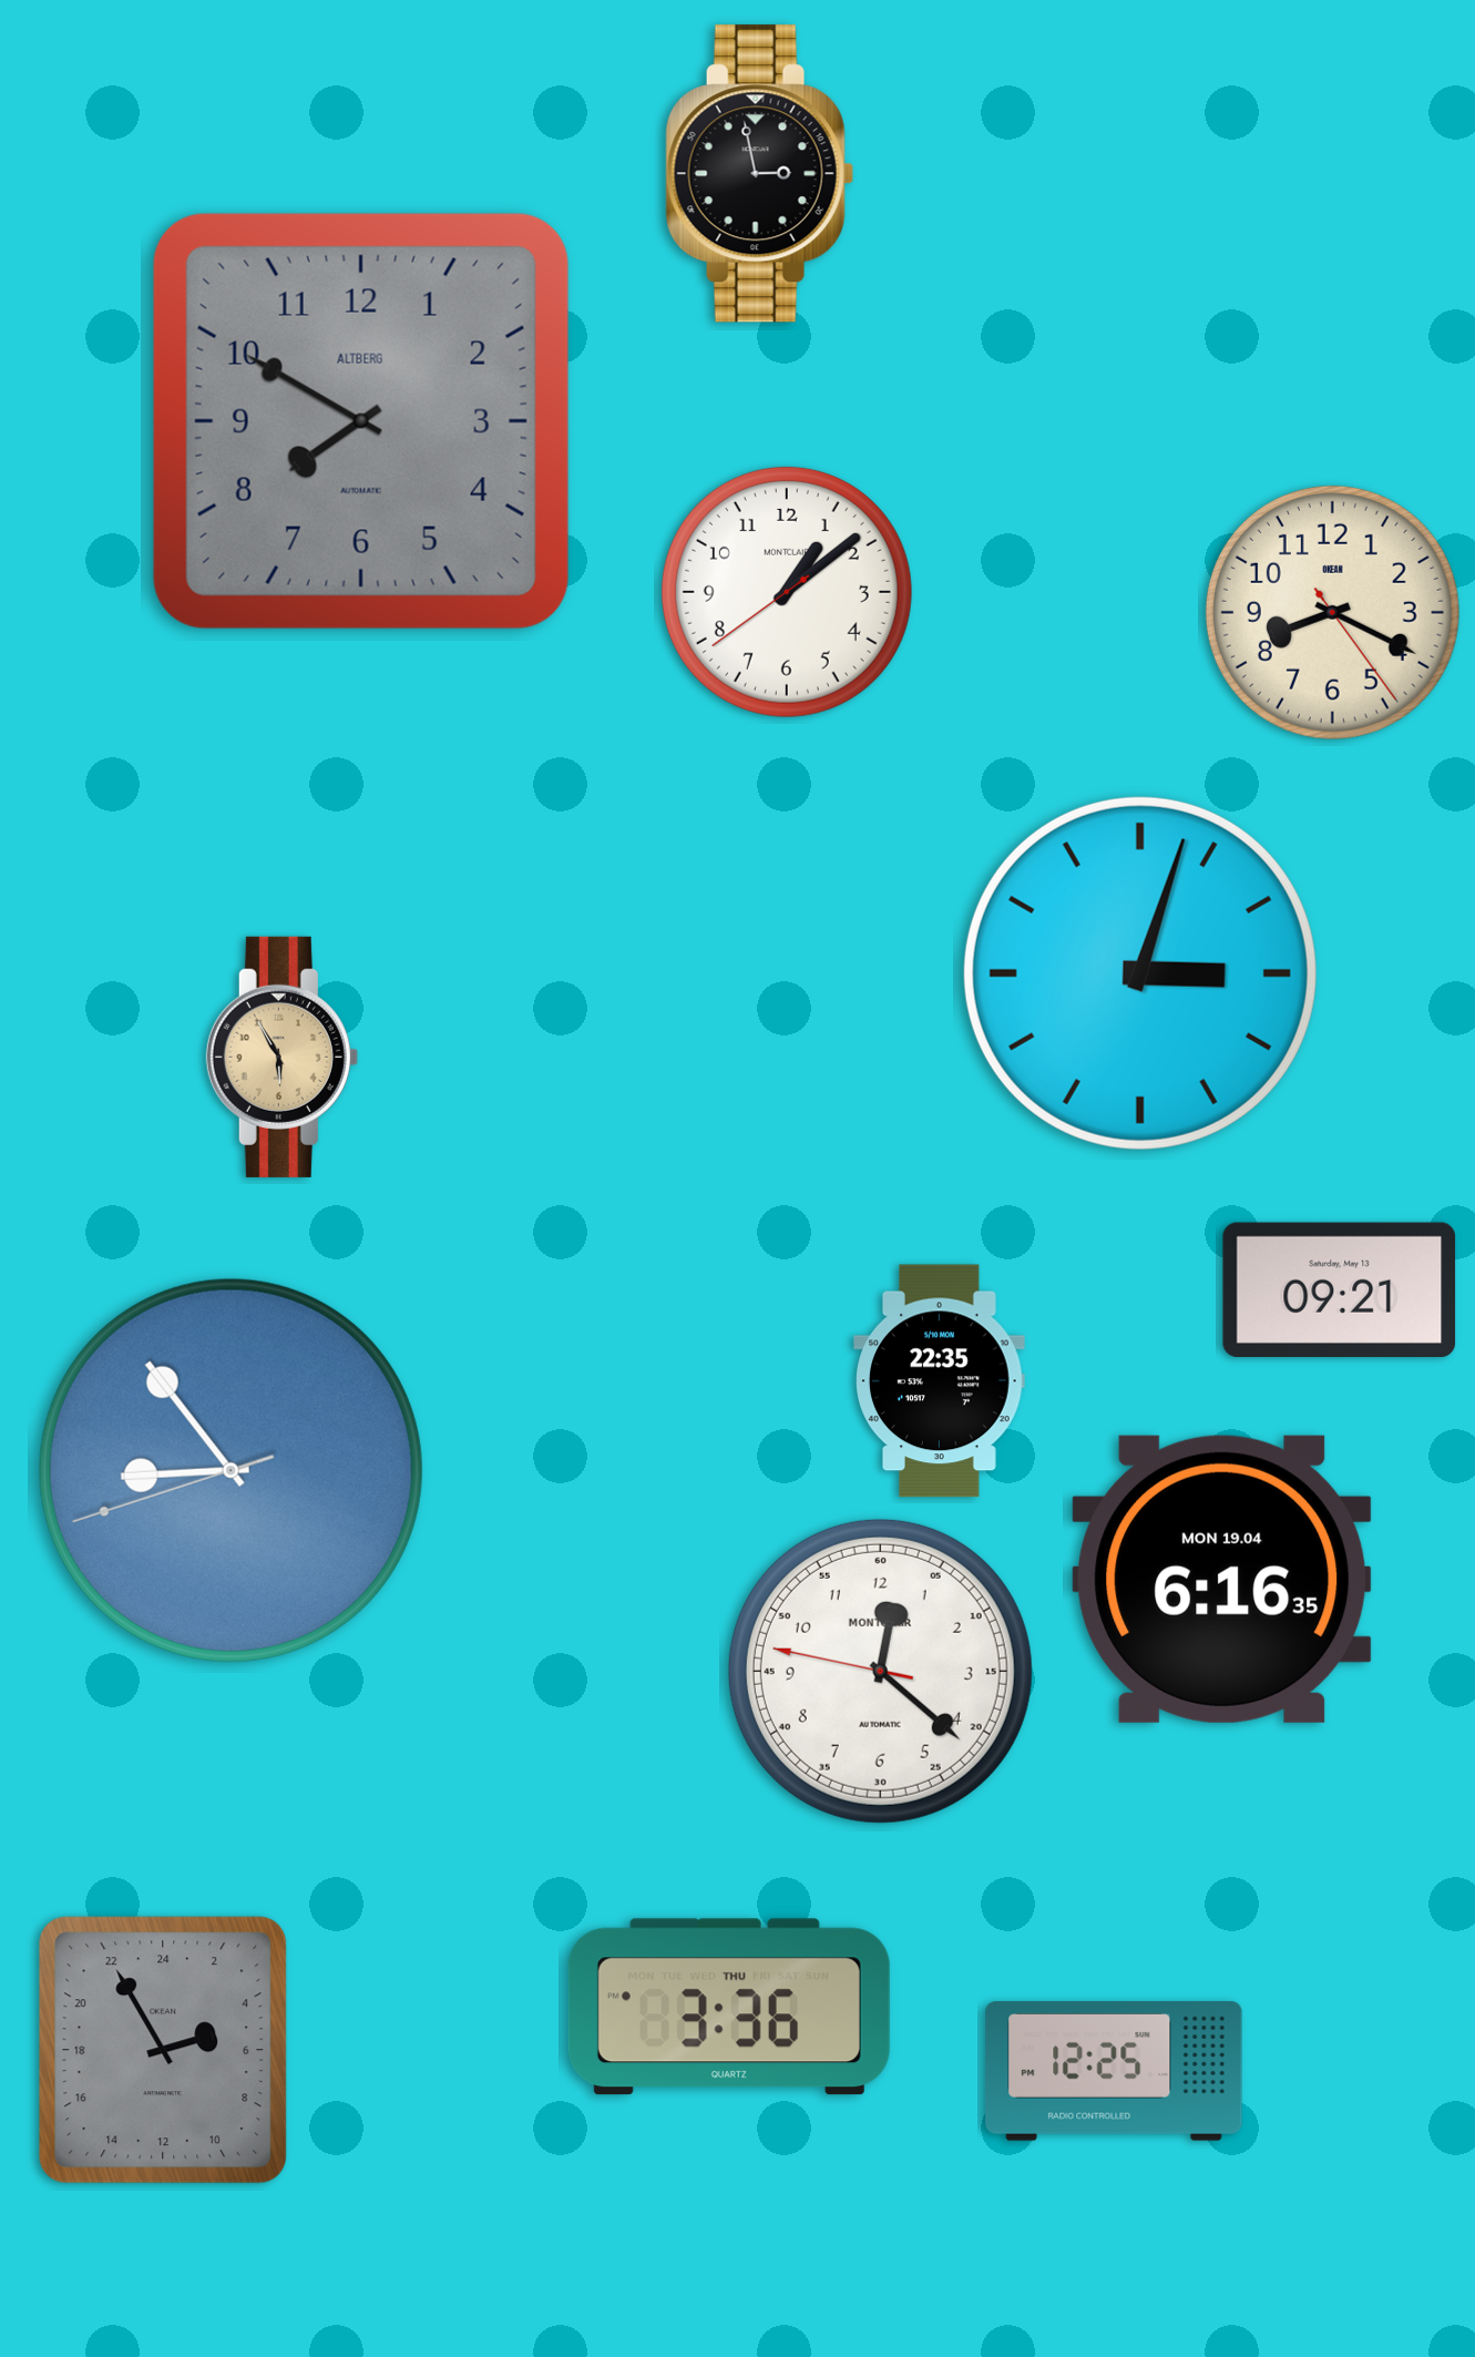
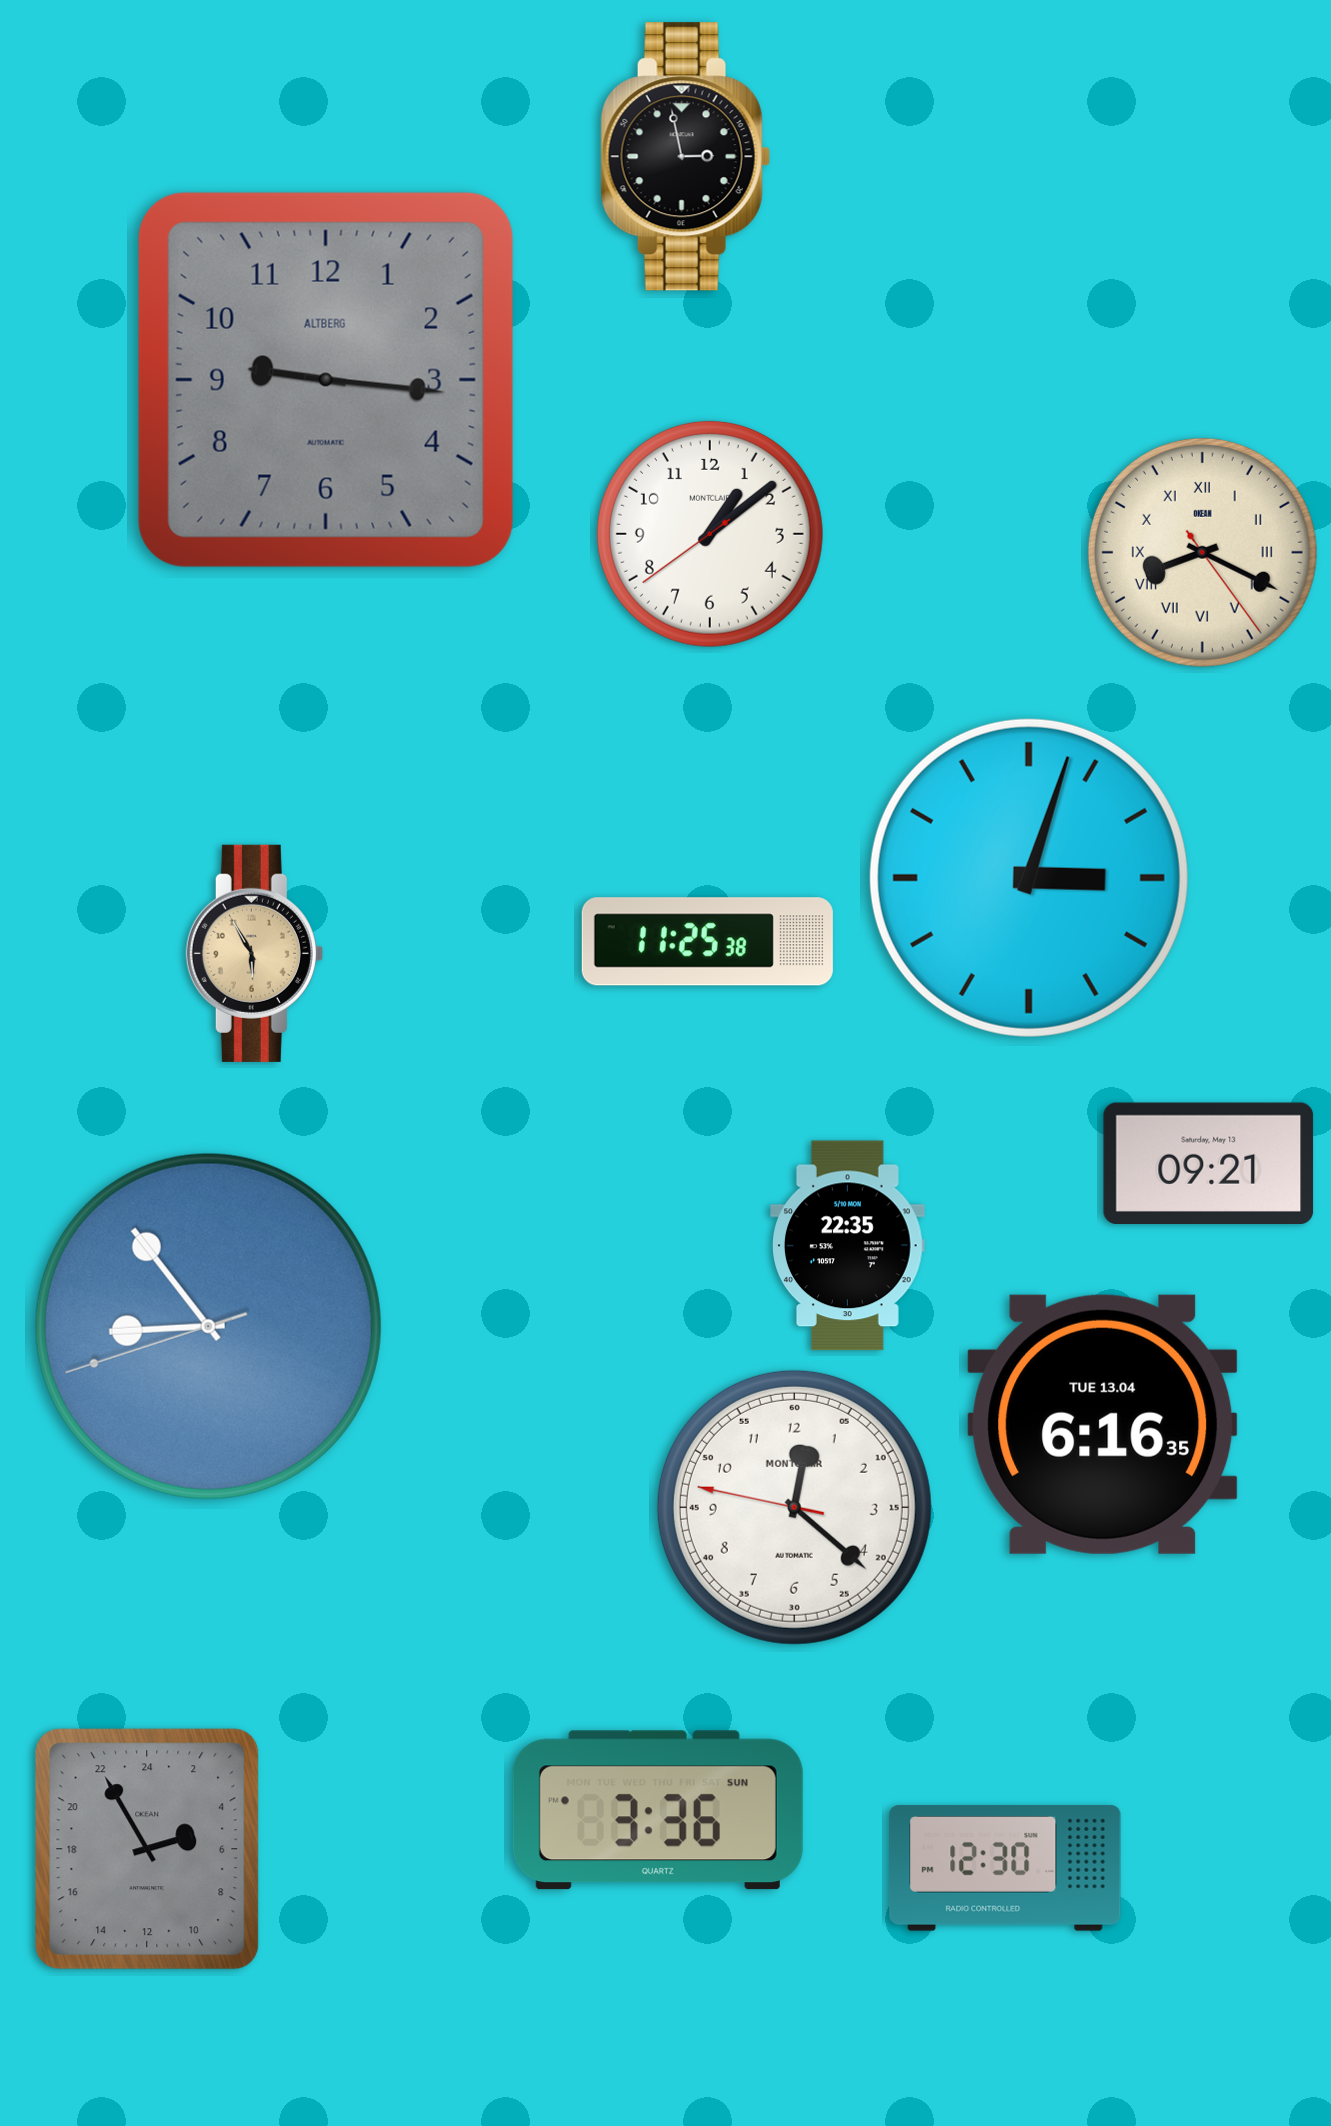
clock at (361, 421): 7:50 -> 9:16
clock at (1332, 612) numerals: Arabic -> Roman
clock at (707, 942): none -> 11:25
clock at (1222, 1579) date: MON 19.04 -> TUE 13.04
clock at (729, 2007) date: THU -> SUN
clock at (1114, 2071): 12:25 -> 12:30
